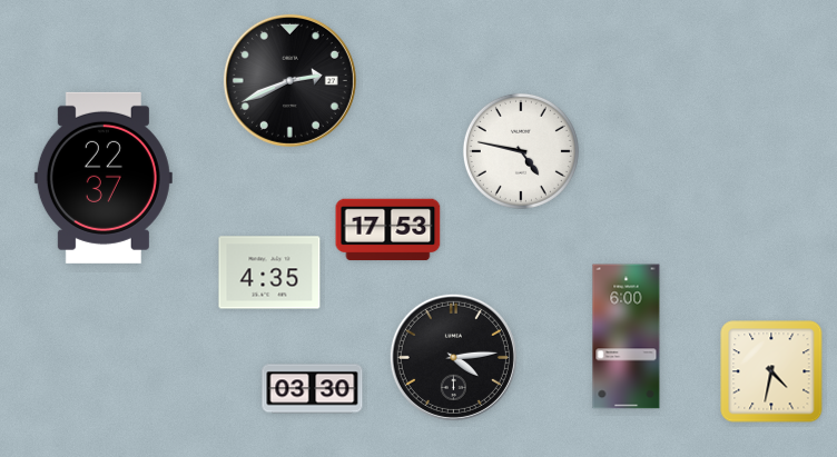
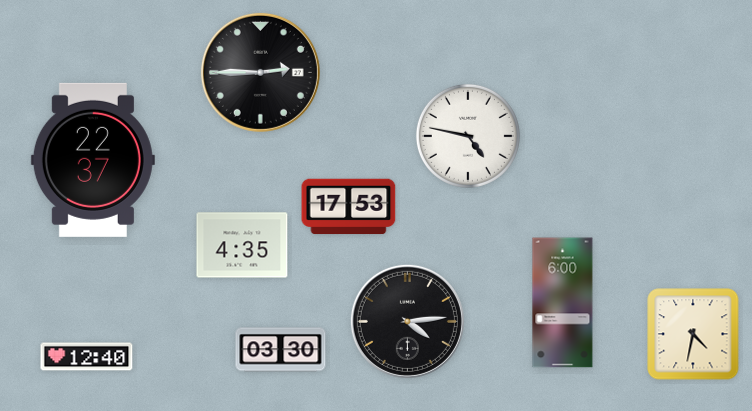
clock at (289, 80): 2:41 -> 2:45
clock at (87, 357): none -> 12:40
